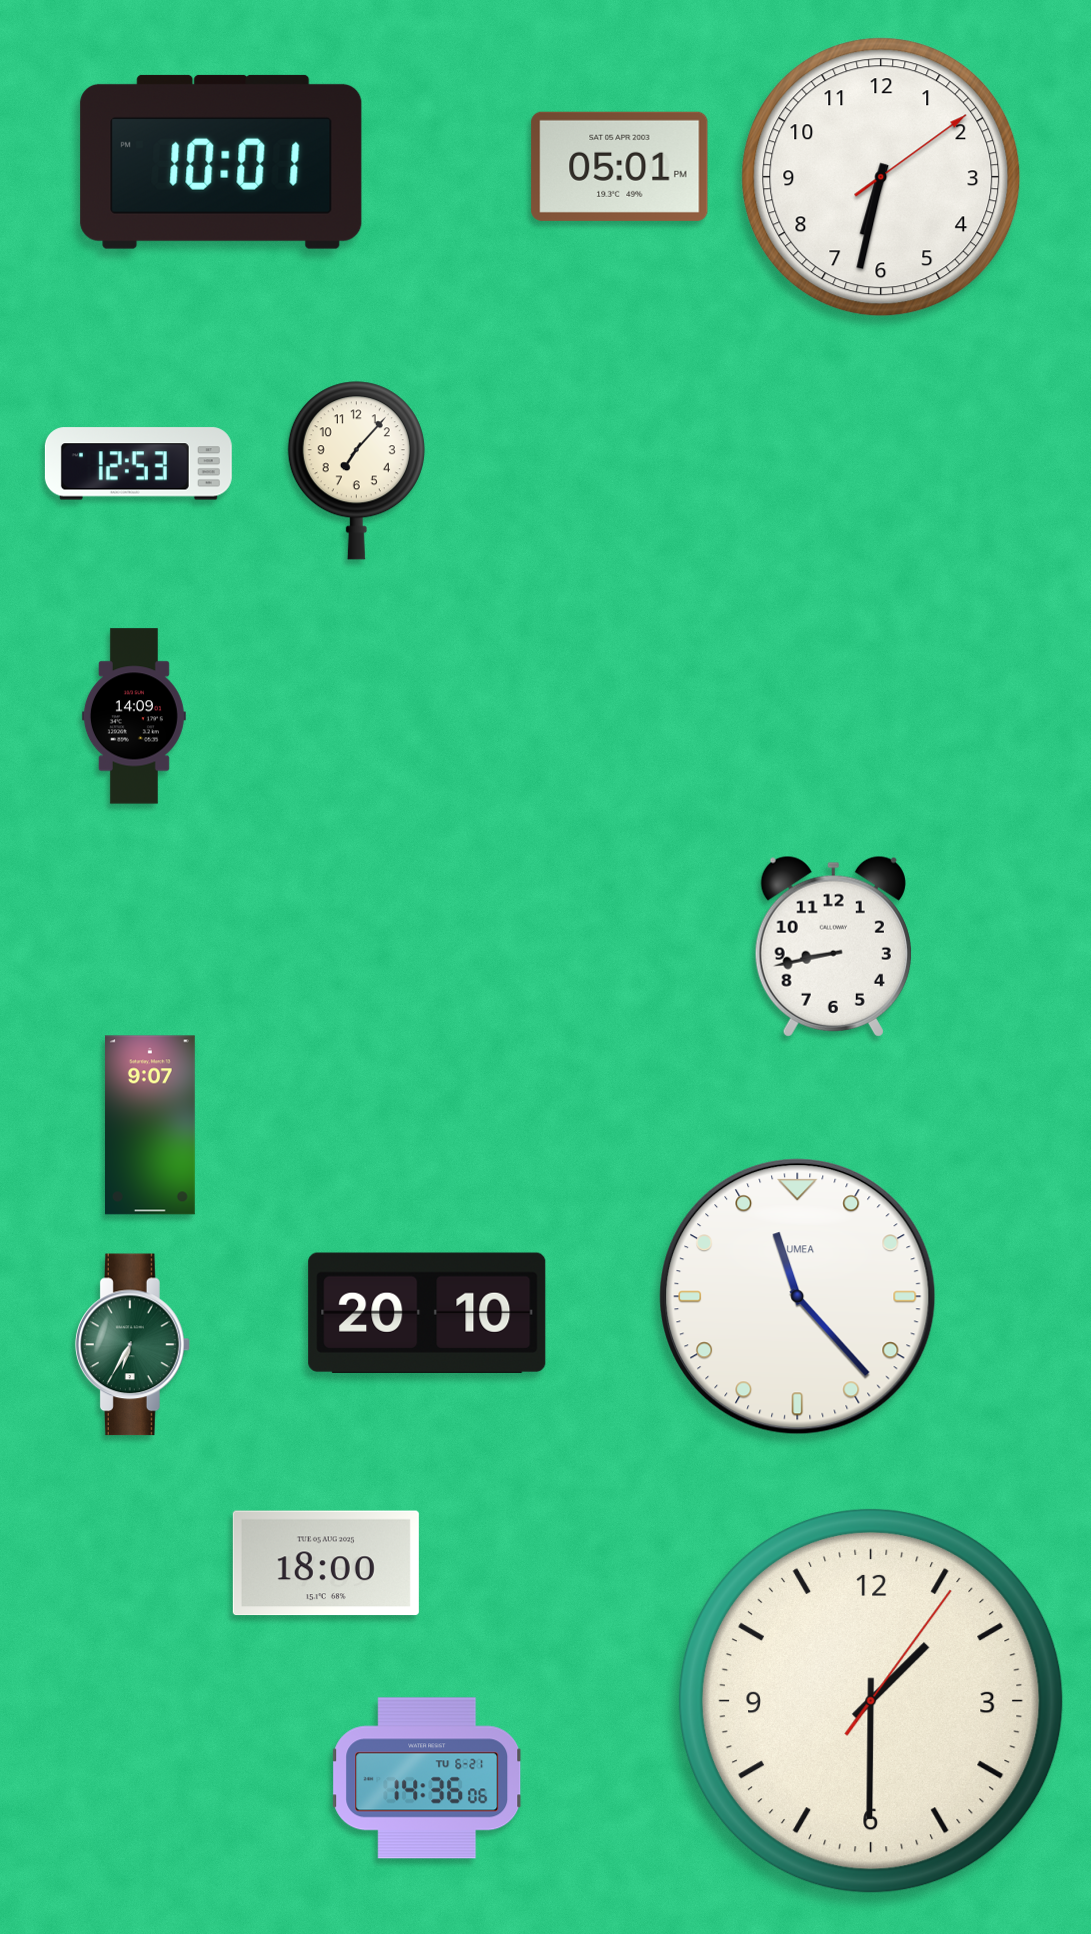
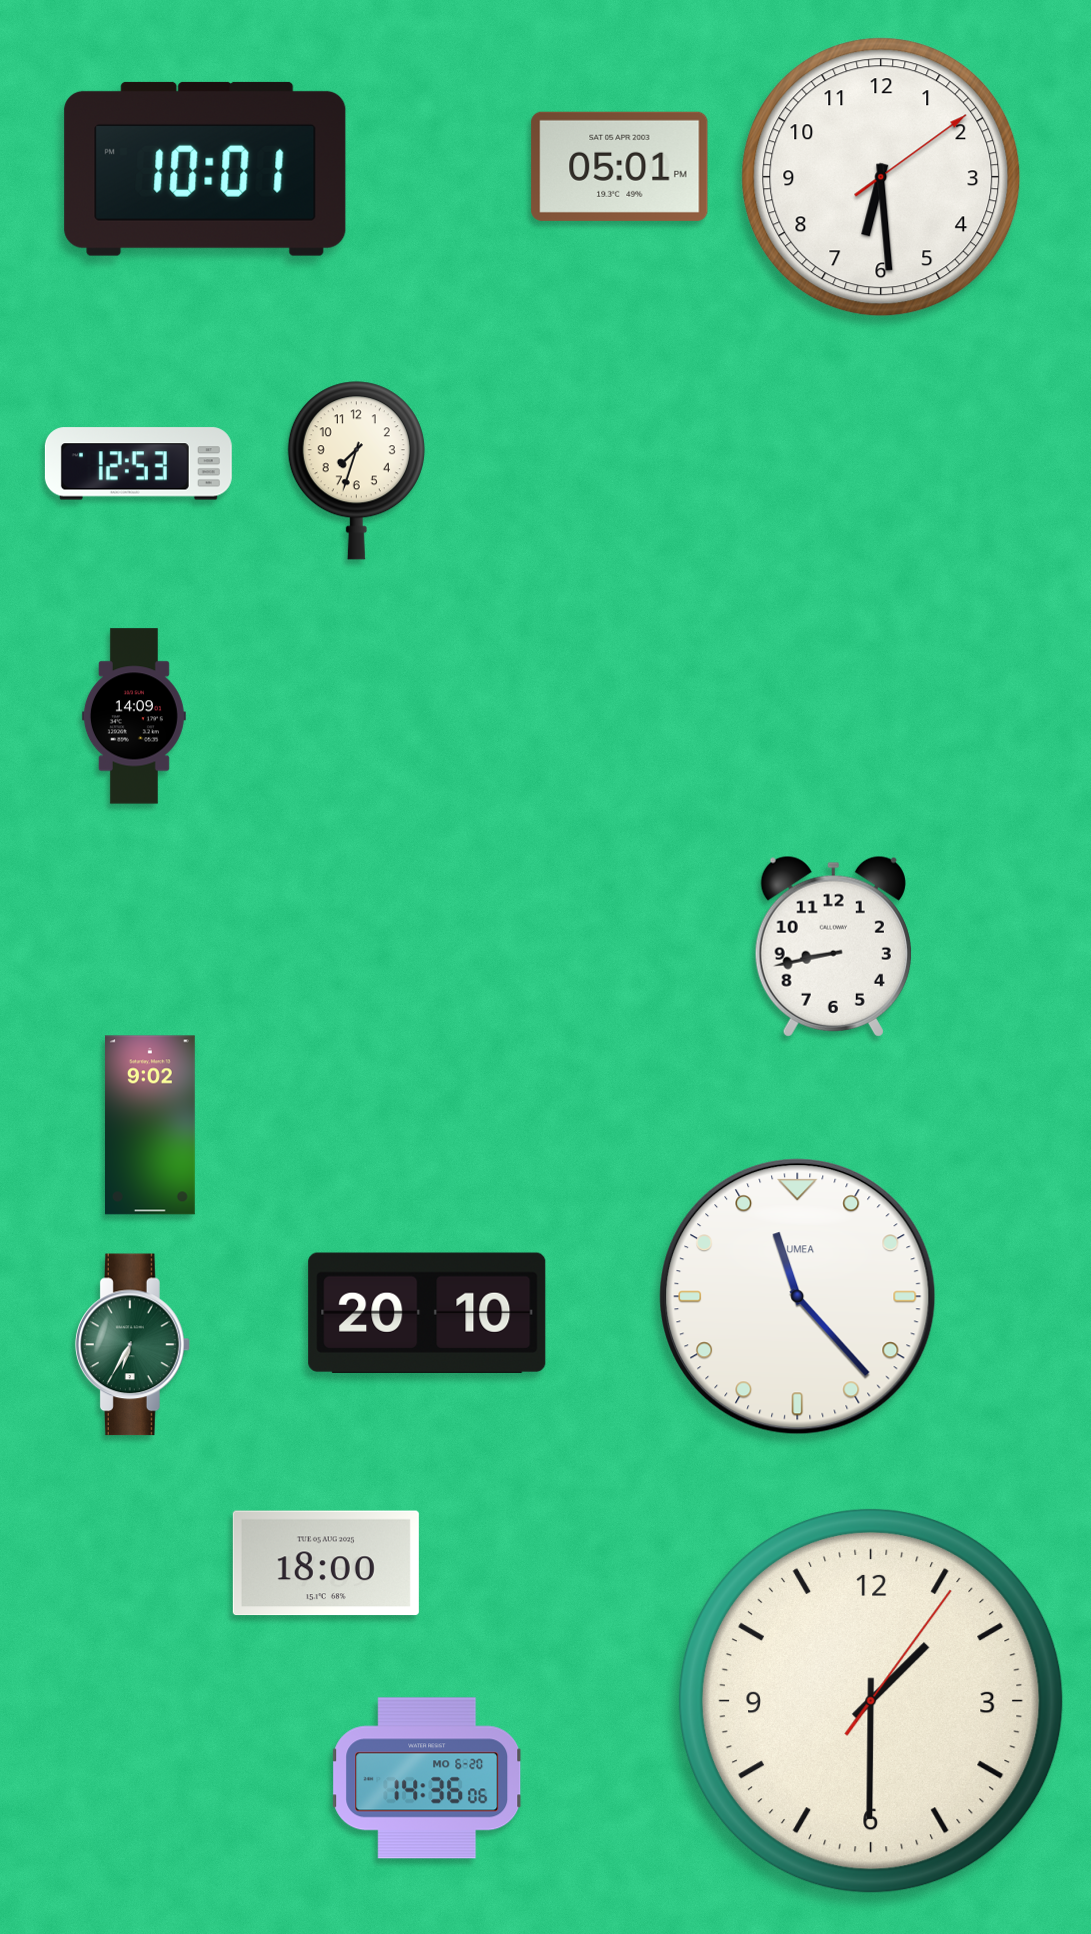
clock at (221, 162) position: (221, 162) -> (205, 169)
clock at (881, 177): 6:32 -> 6:29
clock at (356, 471): 7:07 -> 7:33
clock at (150, 1125): 9:07 -> 9:02
clock at (427, 1778) date: TU 6-21 -> MO 6-20
